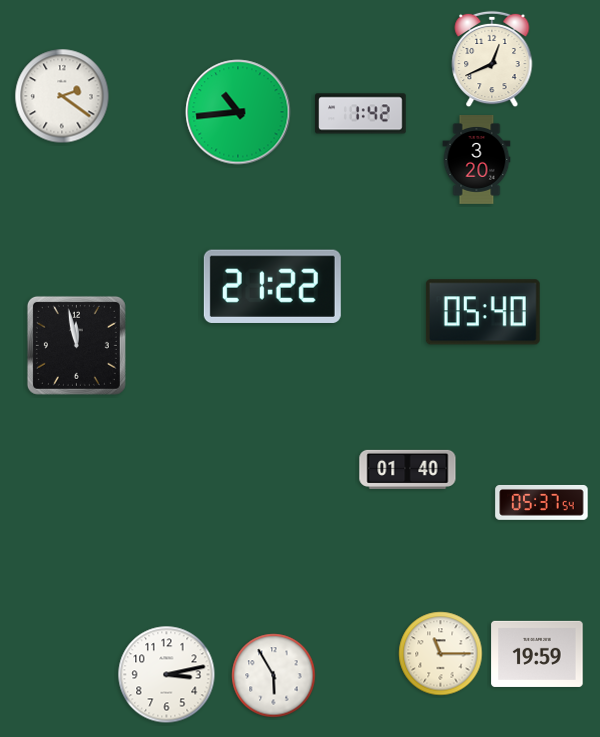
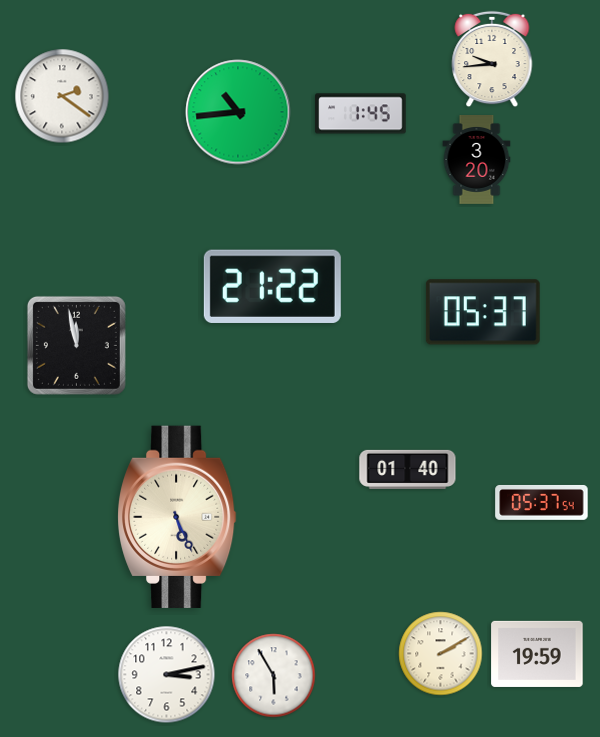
clock at (492, 59): 12:41 -> 9:44
clock at (361, 114): 1:42 -> 1:45
clock at (483, 312): 05:40 -> 05:37
clock at (178, 517): none -> 5:26
clock at (441, 654): 11:15 -> 2:10
